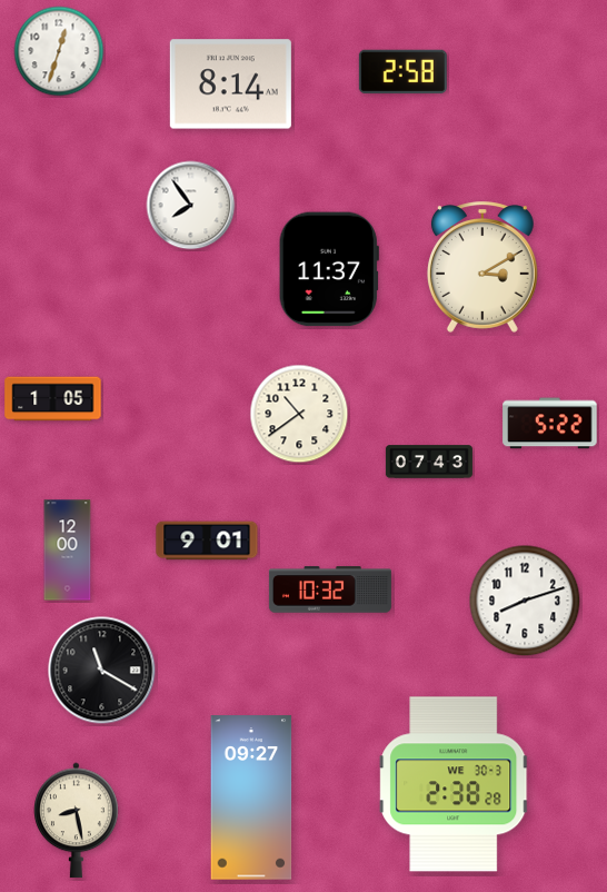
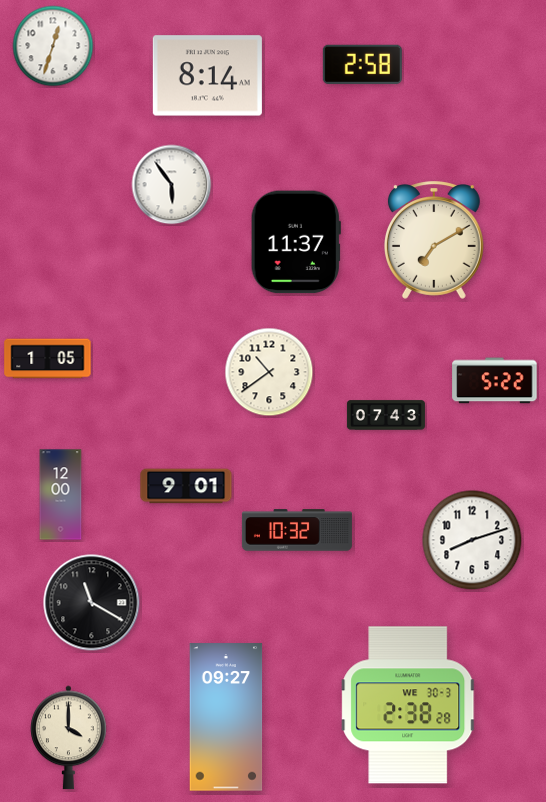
clock at (191, 206): 7:54 -> 5:54
clock at (482, 267): 3:10 -> 7:10
clock at (77, 821): 8:28 -> 4:00
